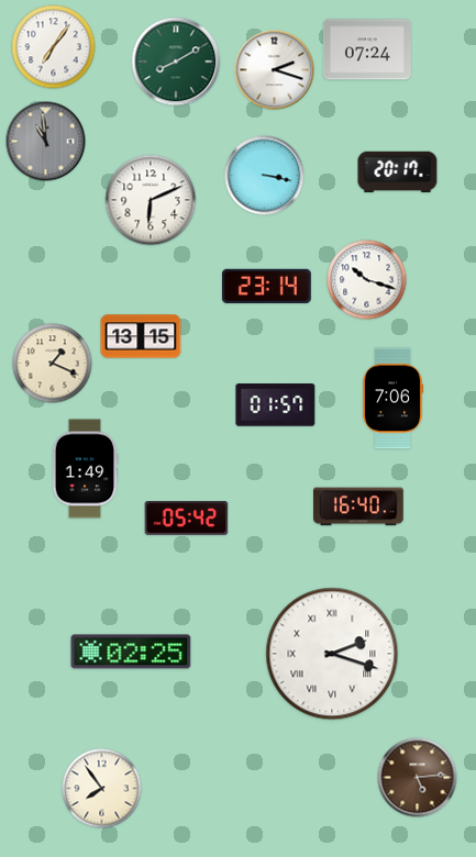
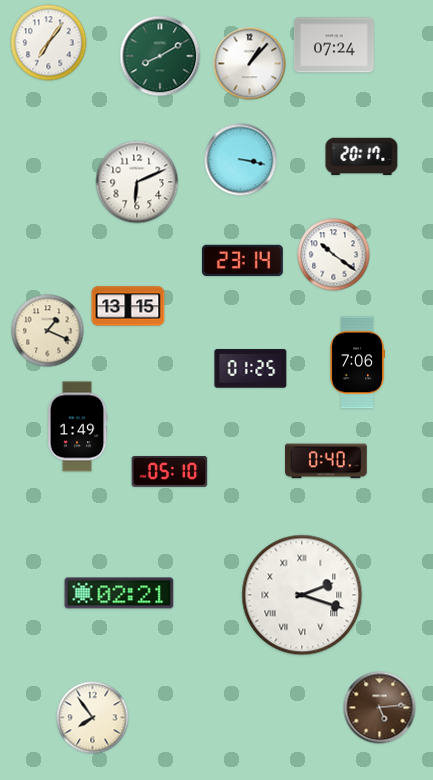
clock at (275, 70): 2:18 -> 1:07
clock at (46, 142): 10:59 -> none
clock at (367, 280): 10:18 -> 10:21
clock at (276, 405): 01:57 -> 01:25
clock at (358, 507): 16:40 -> 0:40
clock at (187, 519): 05:42 -> 05:10
clock at (131, 652): 02:25 -> 02:21
